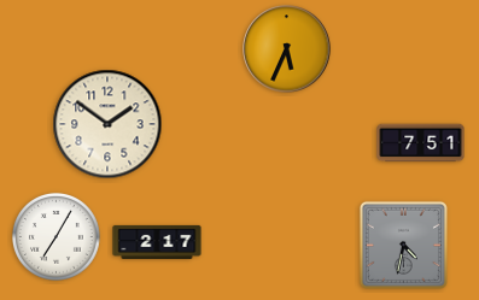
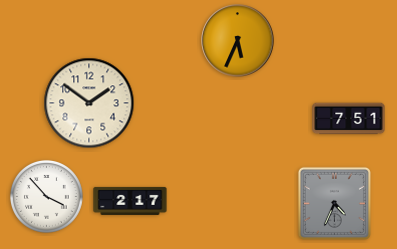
clock at (57, 237): 7:05 -> 3:53
clock at (403, 245): 4:32 -> 4:34
